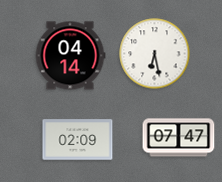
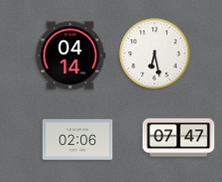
clock at (78, 140): 02:09 -> 02:06
